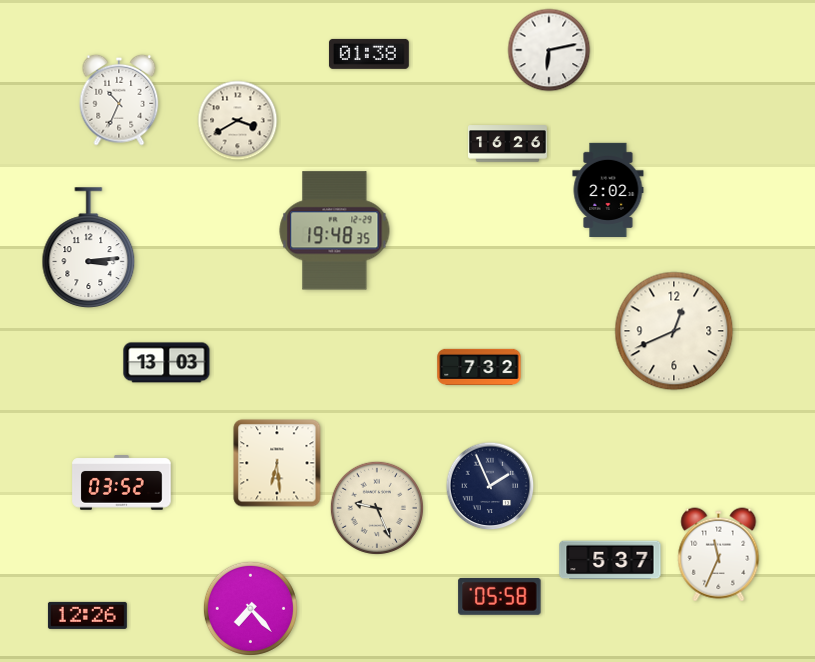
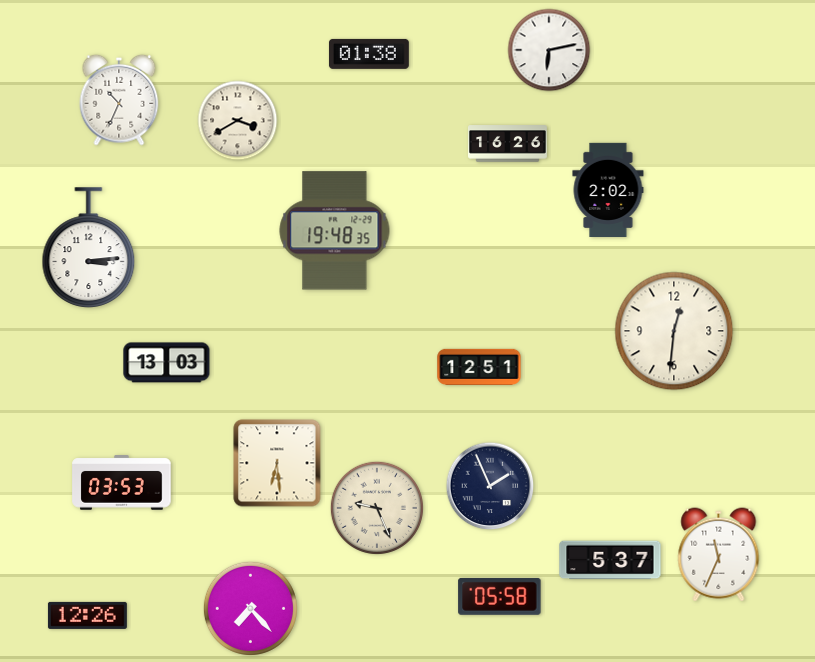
clock at (674, 331): 12:41 -> 12:31
clock at (479, 367): 7:32 -> 12:51
clock at (122, 483): 03:52 -> 03:53
